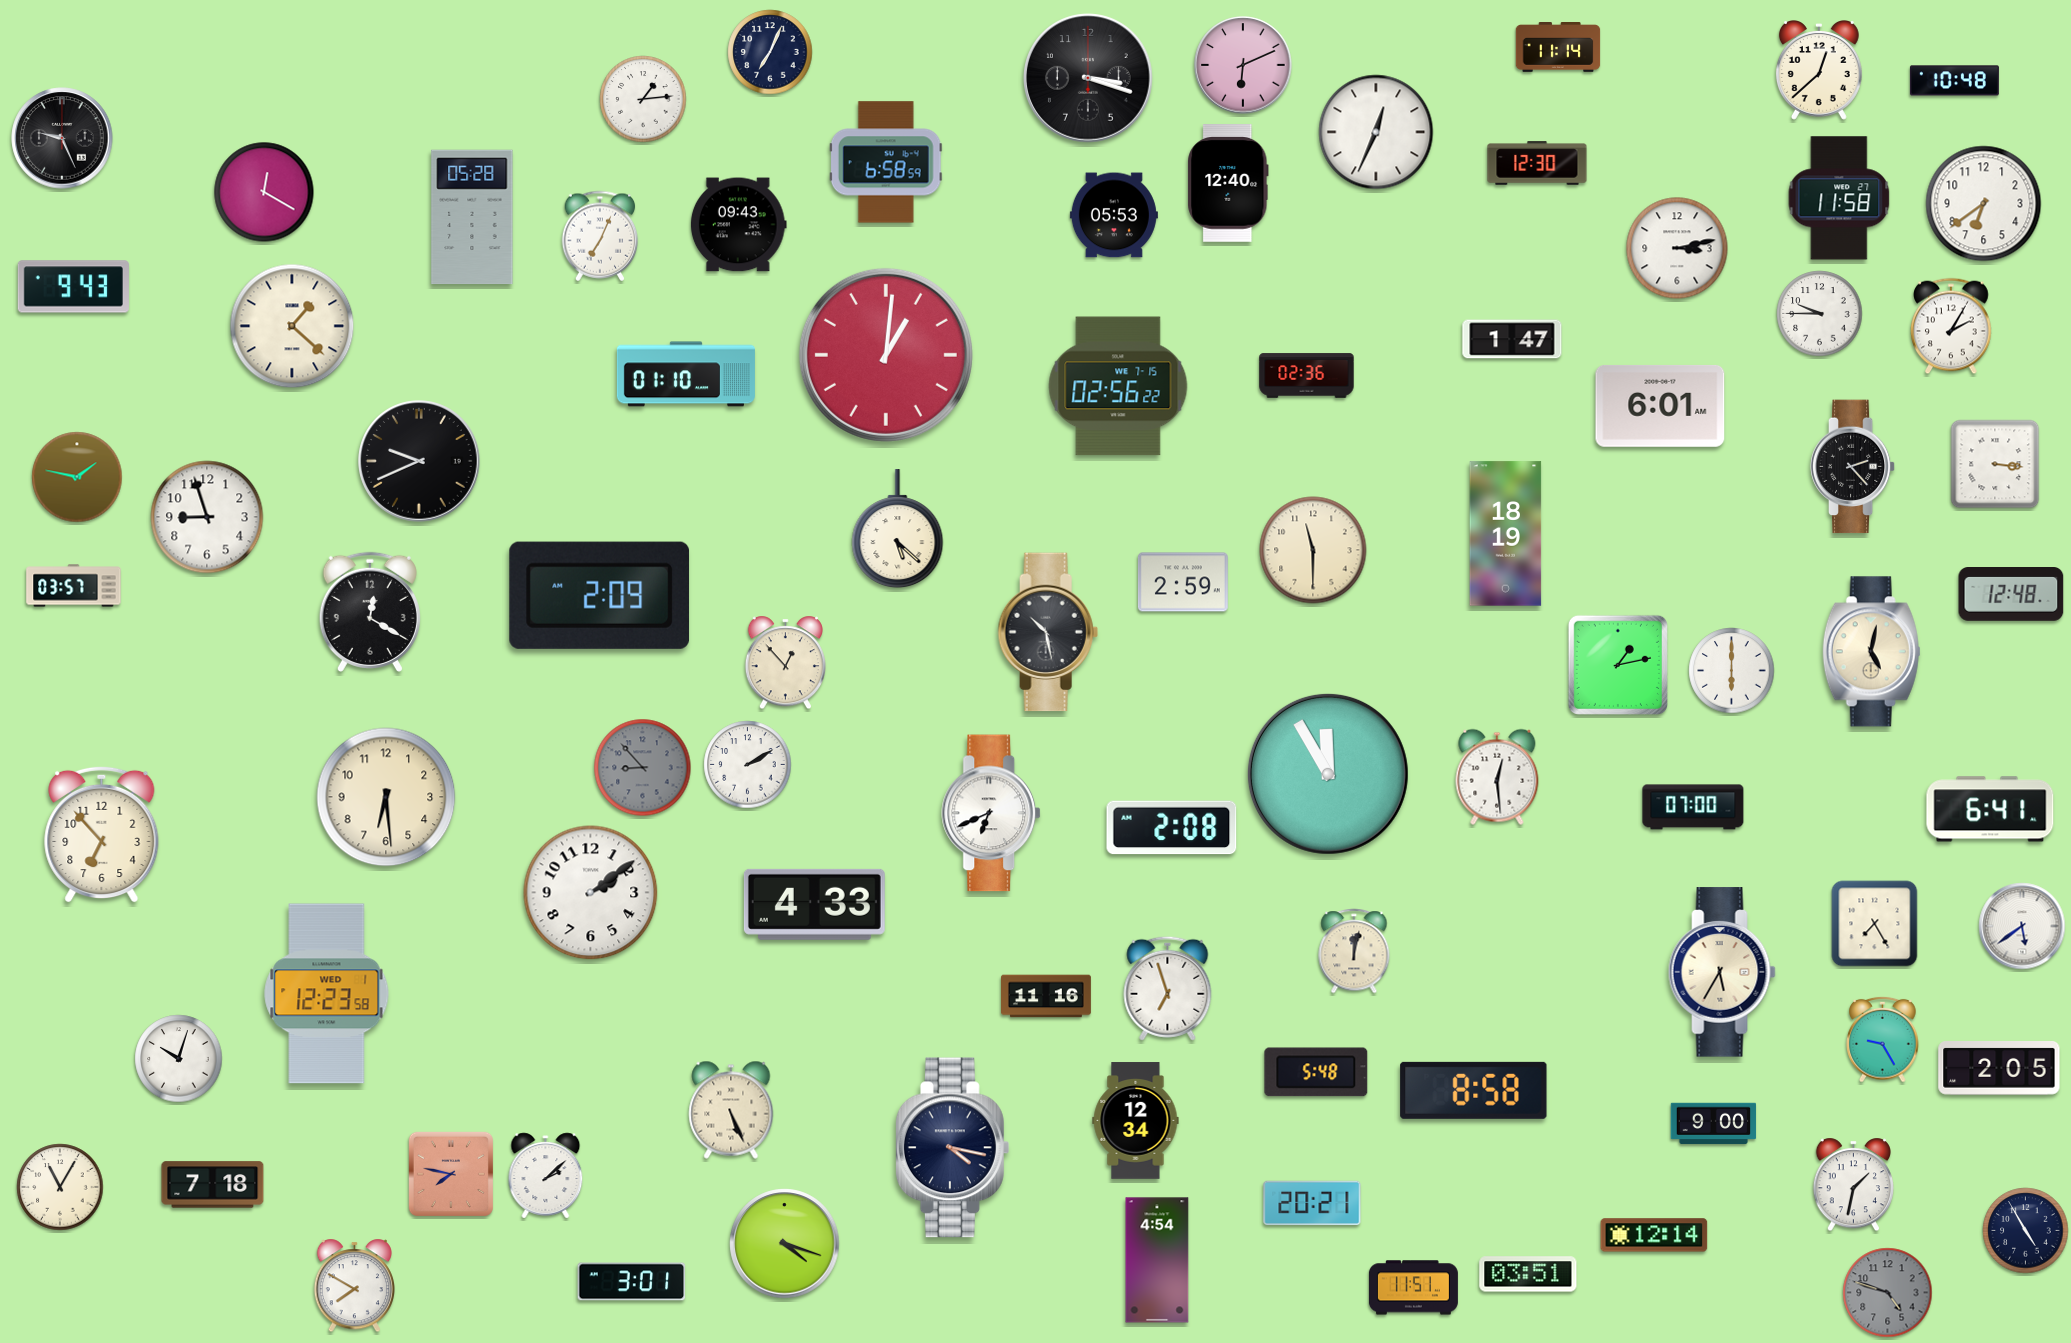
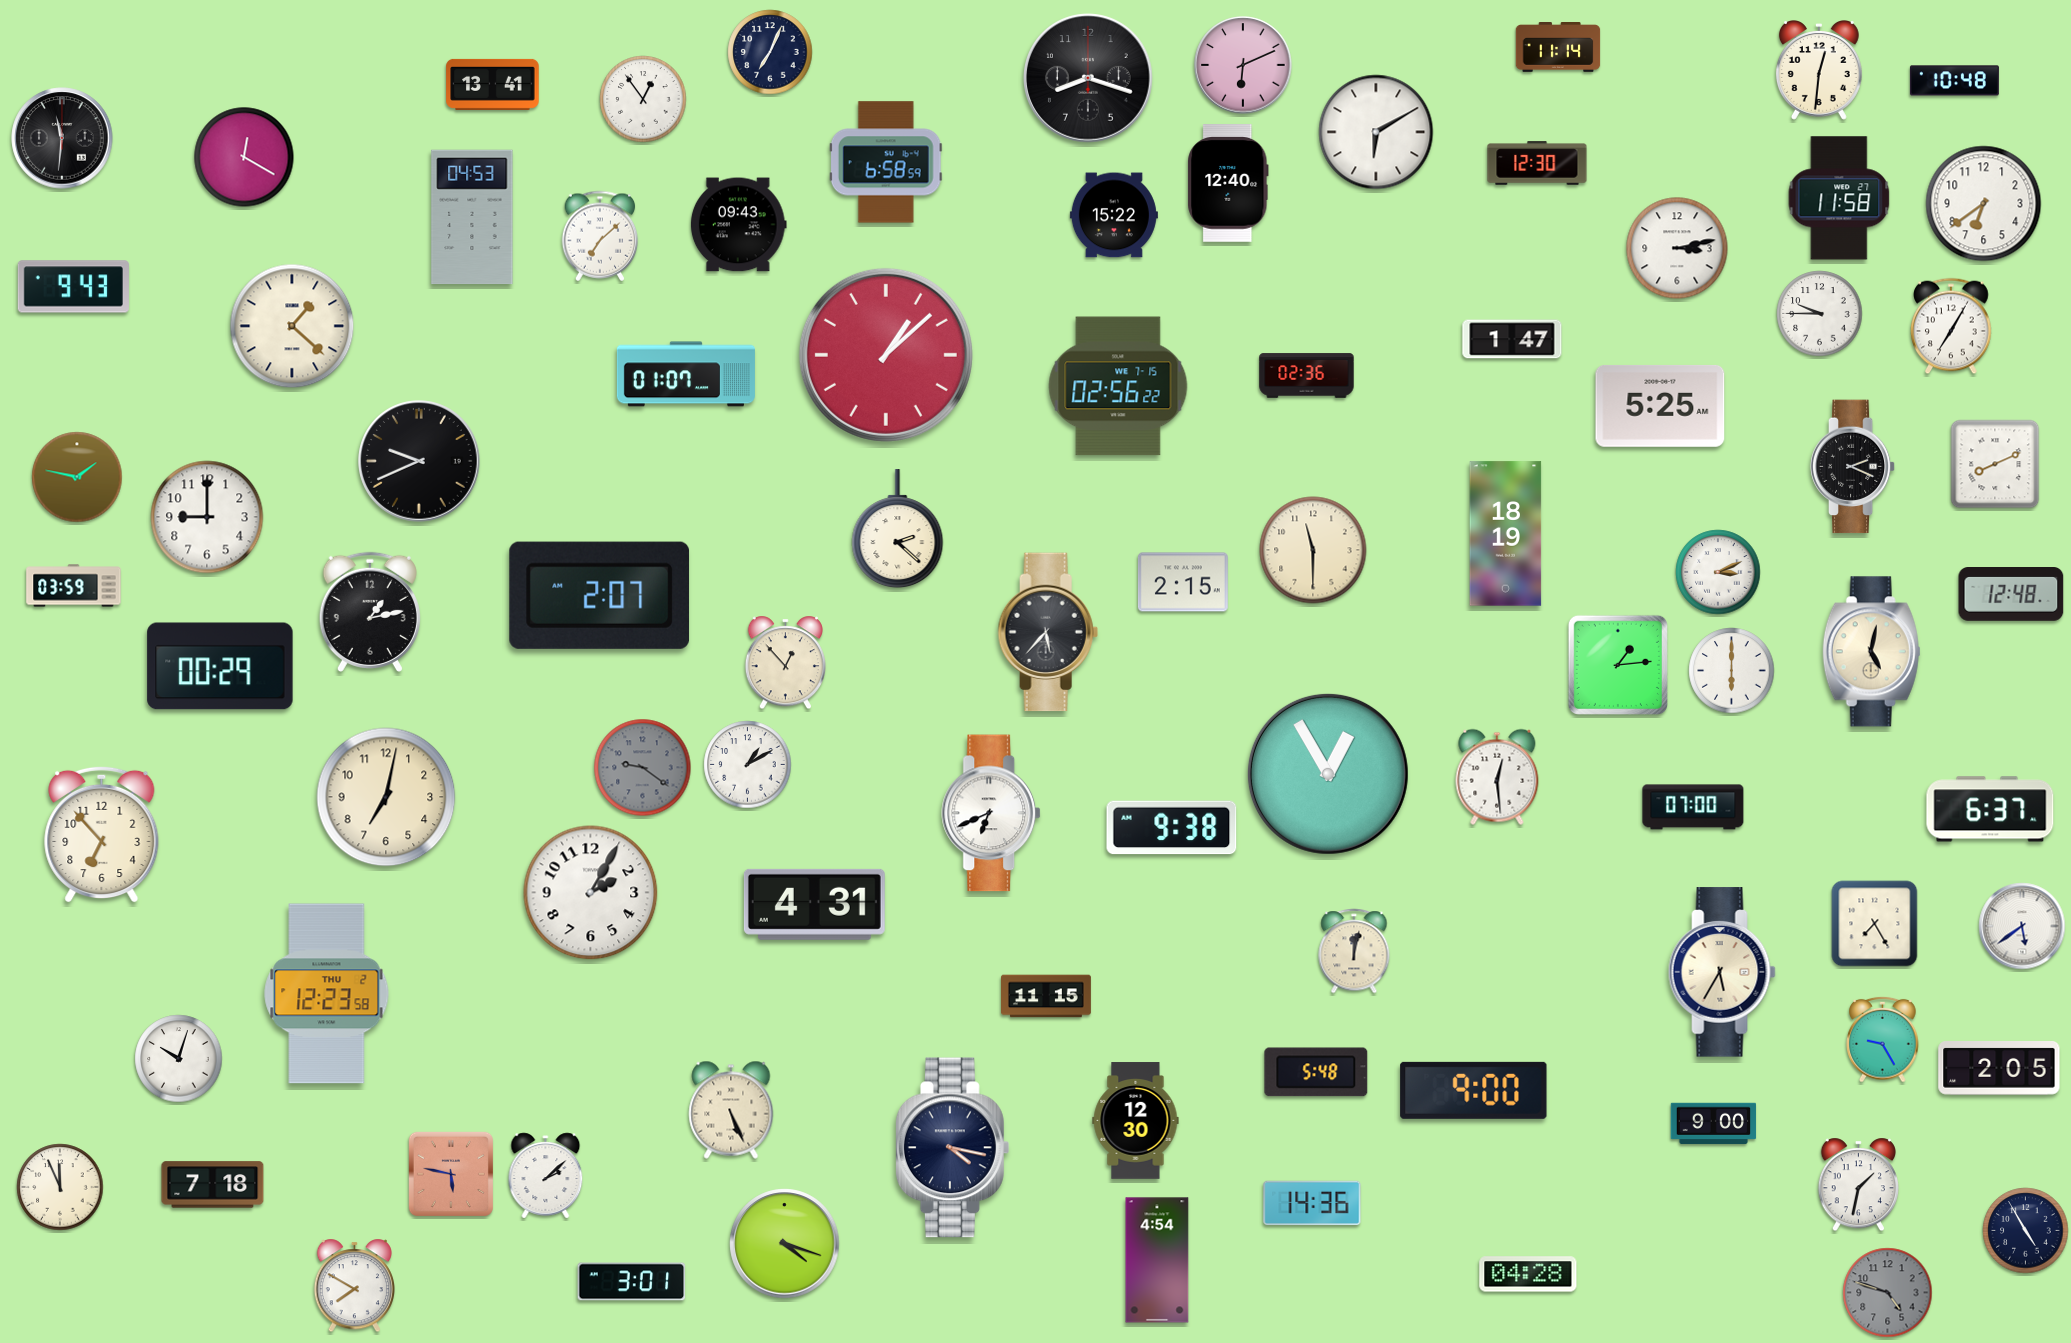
clock at (1819, 71): 12:38 -> 12:31
clock at (1089, 79): 3:18 -> 8:18
clock at (493, 84): none -> 13:41
clock at (643, 99): 1:14 -> 12:54
clock at (1376, 132): 12:34 -> 6:10
clock at (62, 138): 9:26 -> 11:31
clock at (264, 192) position: (264, 192) -> (244, 157)
clock at (1114, 215): 05:53 -> 15:22
clock at (472, 217): 05:28 -> 04:53
clock at (600, 236): 7:04 -> 7:08
clock at (1951, 326): 2:05 -> 7:05
clock at (886, 355): 1:01 -> 1:08
clock at (686, 374): 01:10 -> 01:07
clock at (1660, 406): 6:01 -> 5:25
clock at (1995, 464): 3:16 -> 8:11
clock at (1853, 467): 2:23 -> 2:19
clock at (207, 517): 8:57 -> 9:00
clock at (898, 529): 5:22 -> 2:22
clock at (1718, 572): none -> 3:11
clock at (1183, 582): 2:59 -> 2:15
clock at (74, 586): 03:57 -> 03:59
clock at (600, 595): 2:09 -> 2:07
clock at (370, 612): 12:20 -> 1:13
clock at (1048, 632): 10:28 -> 5:37
clock at (1618, 665): 1:13 -> 1:14
clock at (220, 666): none -> 00:29
clock at (748, 765): 2:10 -> 1:10
clock at (643, 768): 8:53 -> 9:21
clock at (1328, 774): 11:55 -> 12:55
clock at (386, 797): 6:29 -> 7:02
clock at (1990, 809): 6:41 -> 6:37
clock at (1172, 828): 2:08 -> 9:38
clock at (591, 893): 2:09 -> 2:05
clock at (814, 904): 4:33 -> 4:31
clock at (1168, 988): 6:57 -> none
clock at (327, 994) date: WED 1 -> THU 2
clock at (1047, 996): 11:16 -> 11:15
clock at (1474, 1090): 8:58 -> 9:00
clock at (1136, 1121): 12:34 -> 12:30
clock at (451, 1174): 7:47 -> 5:47
clock at (1853, 1185) position: (1853, 1185) -> (1858, 1185)
clock at (60, 1187): 11:05 -> 11:56
clock at (1312, 1203): 20:21 -> 14:36
clock at (1654, 1235): 12:14 -> none
clock at (1528, 1274): 03:51 -> 04:28
clock at (1413, 1288): 11:51 -> none
